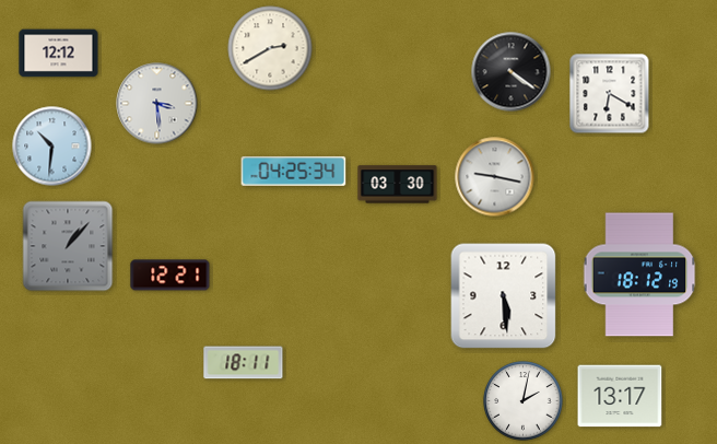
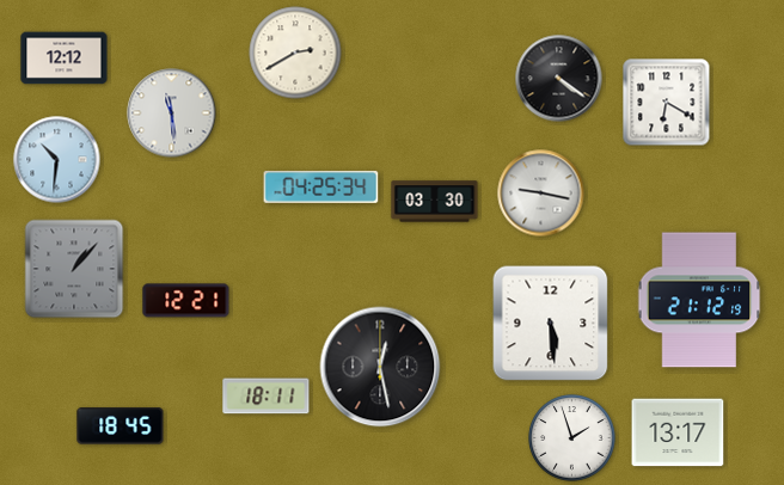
clock at (157, 104): 3:29 -> 11:29
clock at (639, 274): 18:12 -> 21:12
clock at (380, 367): none -> 12:28
clock at (121, 426): none -> 18:45
clock at (524, 401): 2:02 -> 1:57
